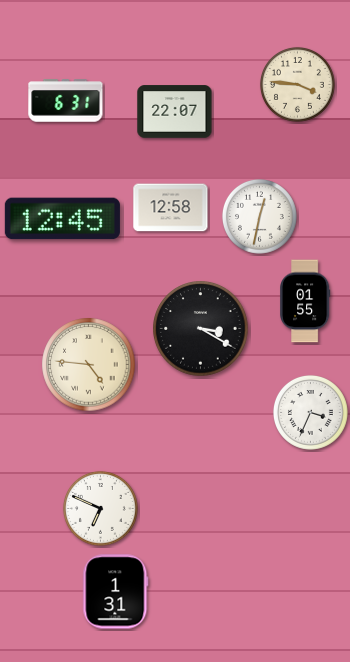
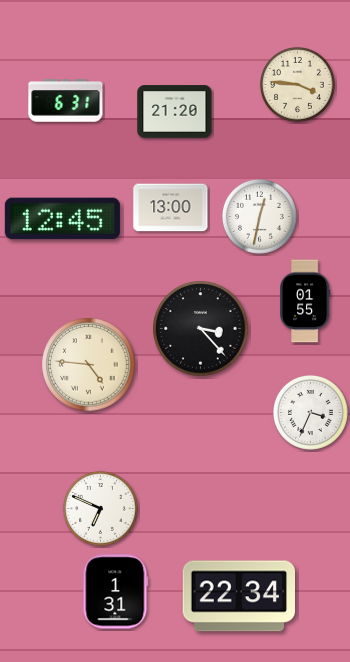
clock at (175, 112): 22:07 -> 21:20
clock at (171, 208): 12:58 -> 13:00
clock at (201, 329): 3:20 -> 3:23
clock at (239, 596): none -> 22:34
